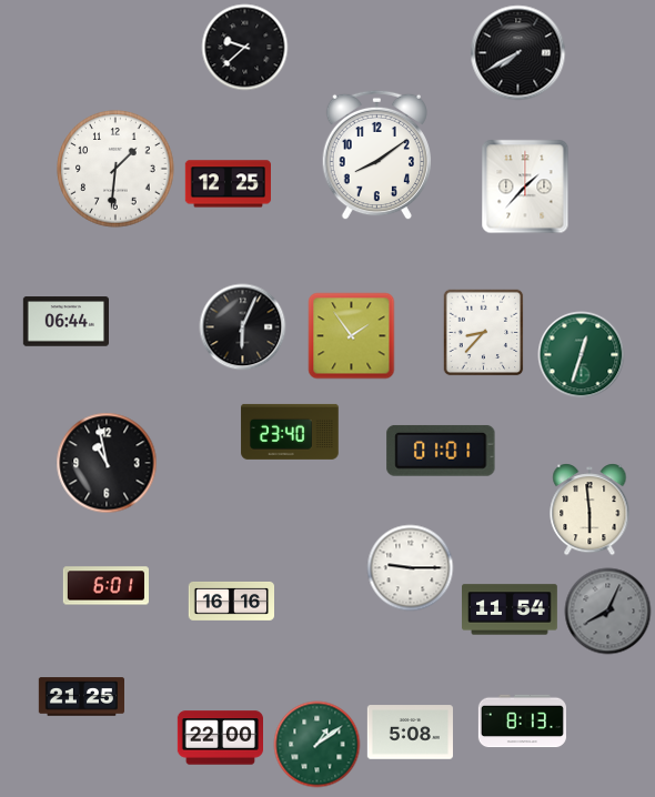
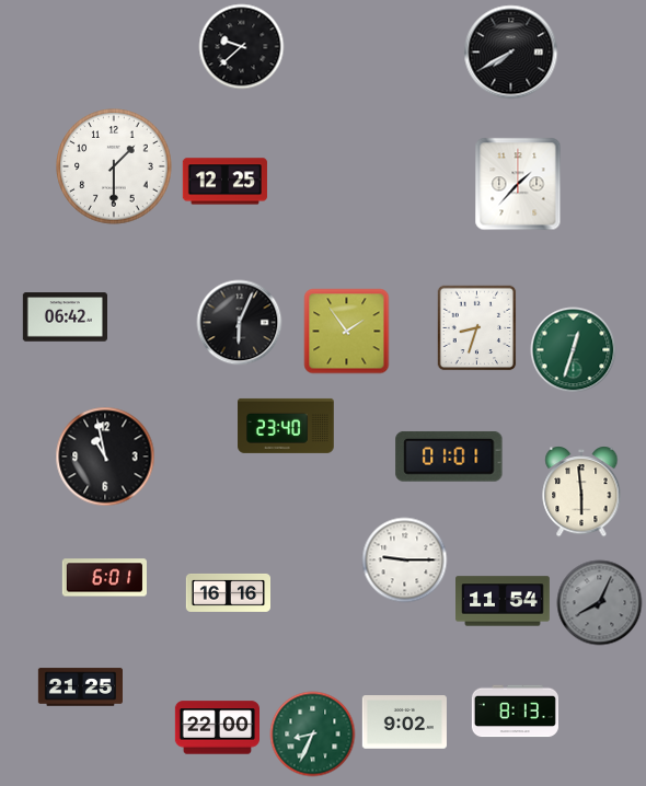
clock at (376, 154): 8:09 -> none
clock at (115, 169): 1:31 -> 1:30
clock at (65, 322): 06:44 -> 06:42
clock at (484, 332): 8:37 -> 8:33
clock at (441, 451) position: (441, 451) -> (449, 456)
clock at (589, 510) position: (589, 510) -> (581, 492)
clock at (410, 733): 5:08 -> 9:02
clock at (316, 744): 1:09 -> 8:34
